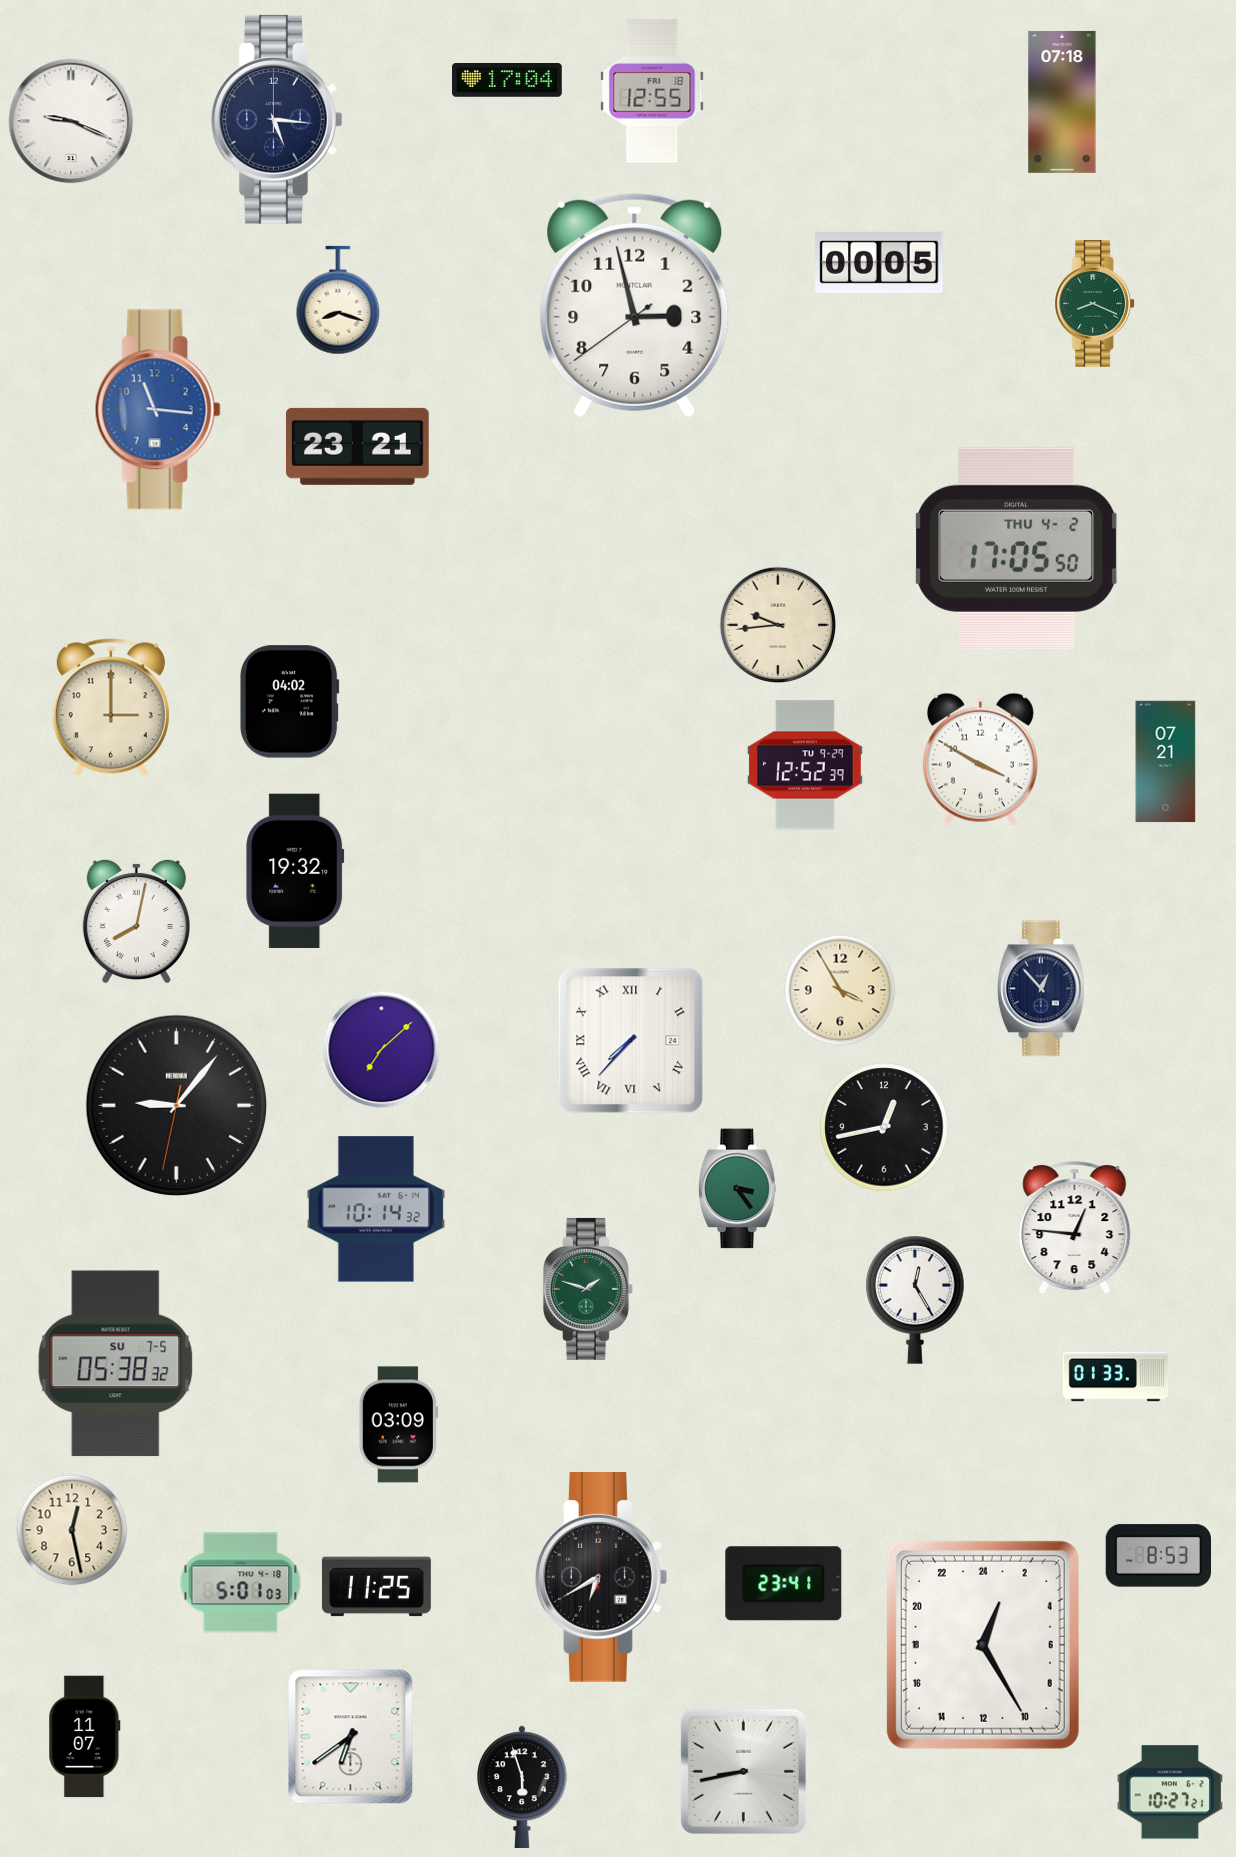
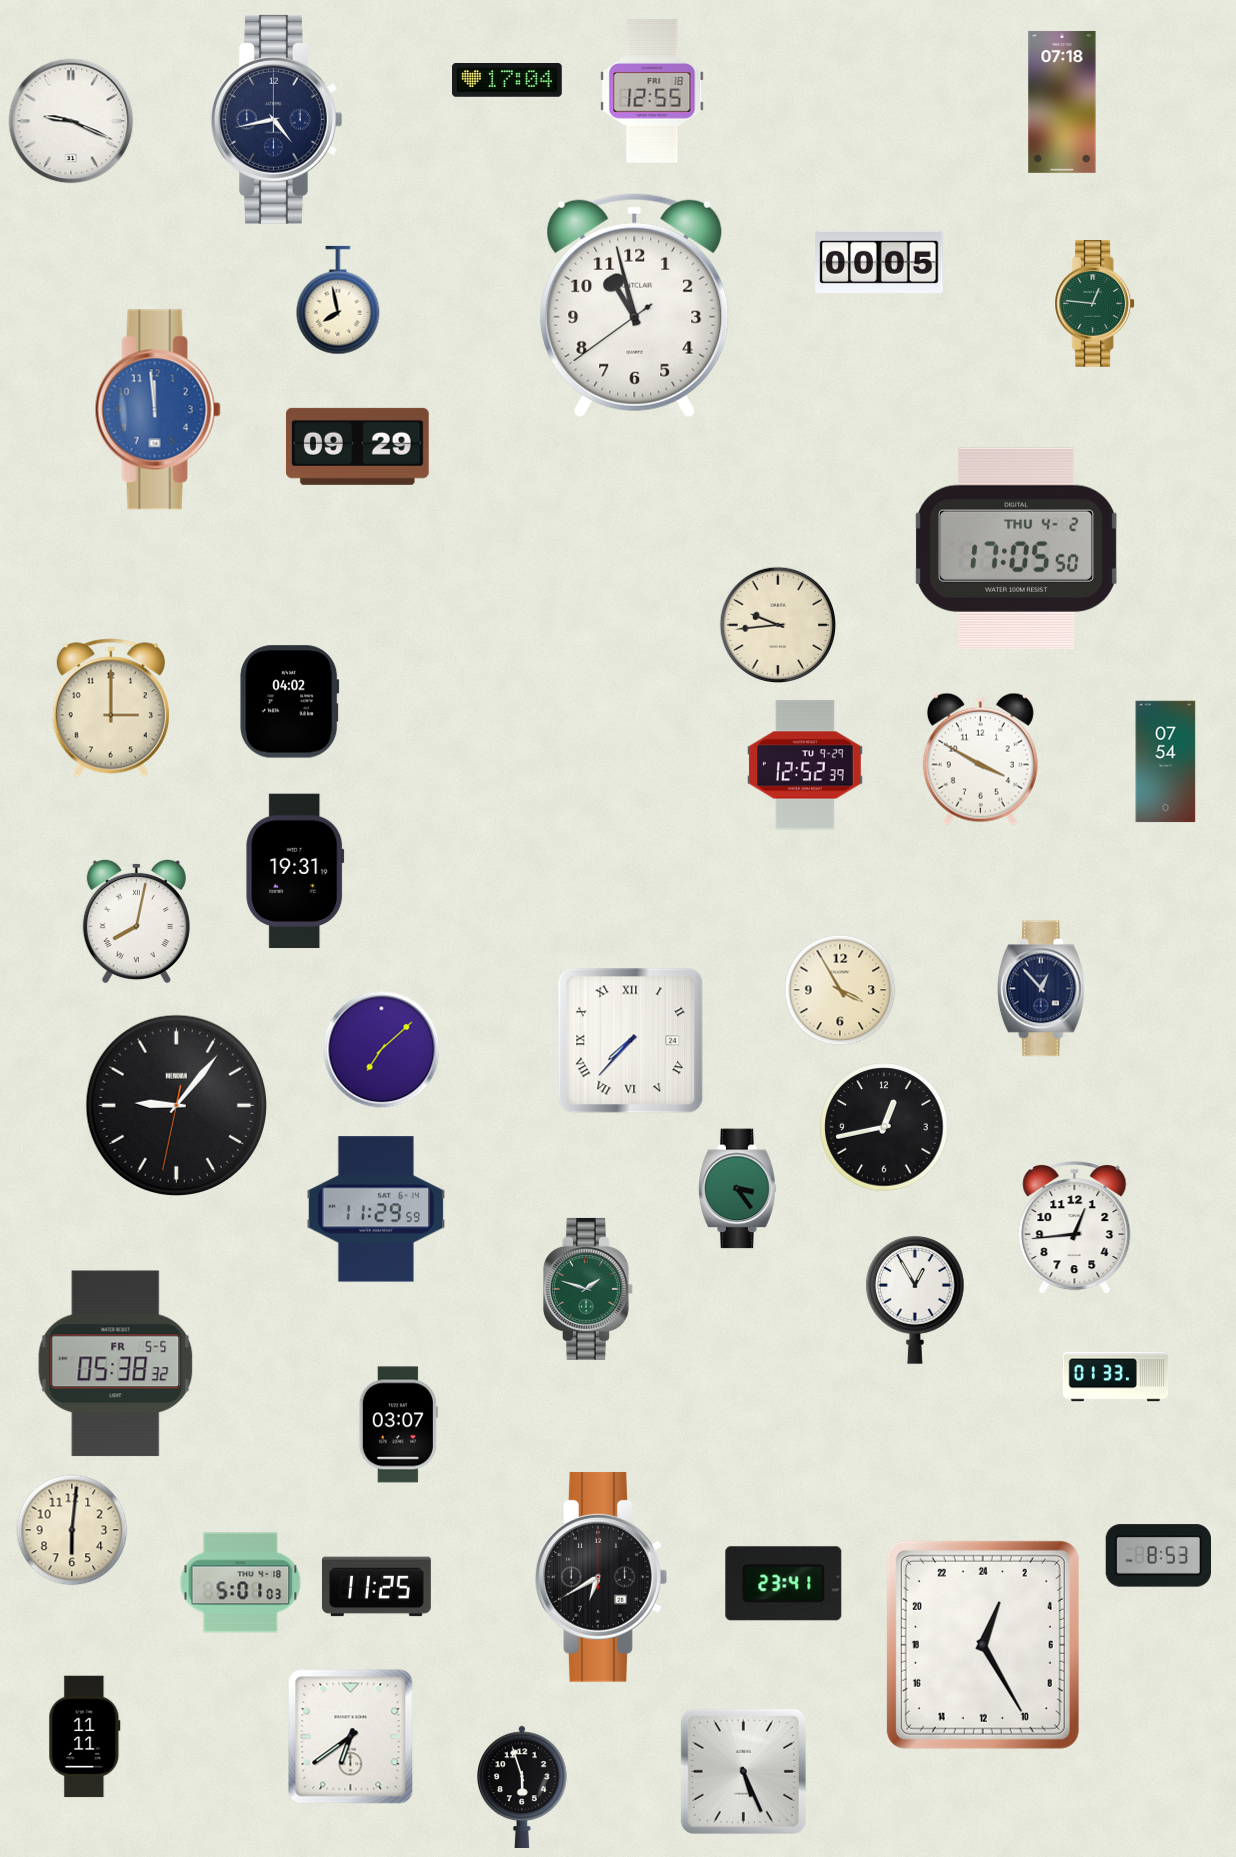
clock at (277, 119): 5:16 -> 4:43
clock at (338, 300): 8:18 -> 7:58
clock at (1095, 304): 8:19 -> 12:46
clock at (635, 306): 2:57 -> 10:57
clock at (157, 410): 11:16 -> 11:59
clock at (357, 446): 23:21 -> 09:29
clock at (1166, 762): 07:21 -> 07:54
clock at (295, 871): 19:32 -> 19:31
clock at (376, 1209): 10:14 -> 11:29
clock at (1075, 1229): 12:46 -> 12:44
clock at (915, 1300): 12:25 -> 12:55
clock at (116, 1364) date: SU 7-5 -> FR 5-5
clock at (398, 1425): 03:09 -> 03:07
clock at (72, 1530): 12:28 -> 6:01
clock at (85, 1737): 11:07 -> 11:11
clock at (743, 1771): 8:43 -> 5:26
clock at (1170, 1792): 10:27 -> none
